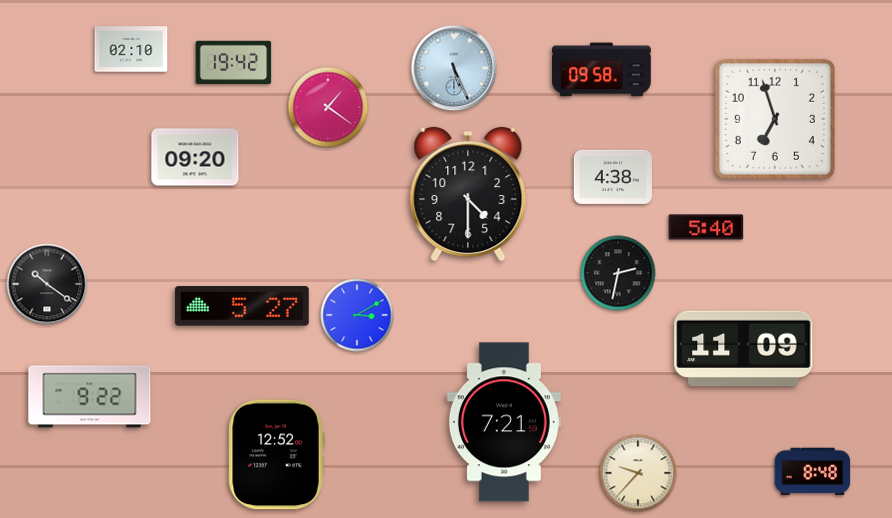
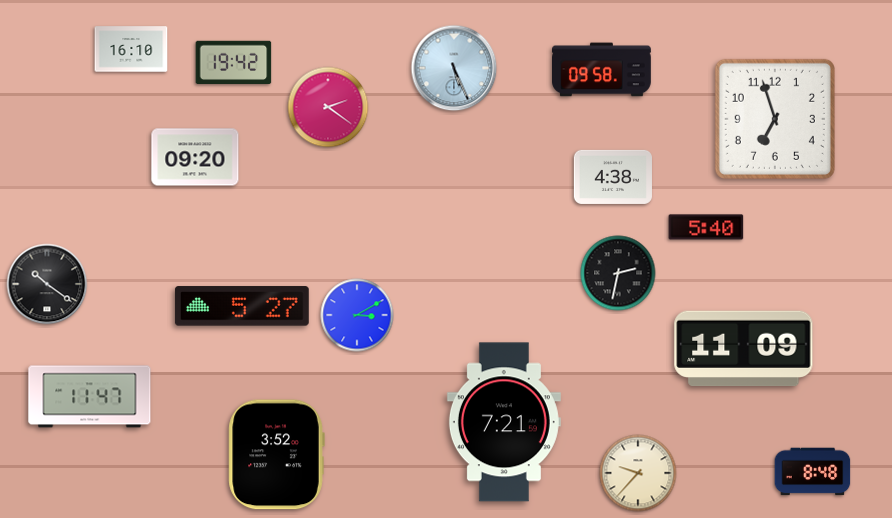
clock at (131, 49): 02:10 -> 16:10
clock at (328, 107): 1:21 -> 2:21
clock at (468, 194): 4:30 -> none
clock at (90, 397): 9:22 -> 11:47
clock at (276, 455): 12:52 -> 3:52
